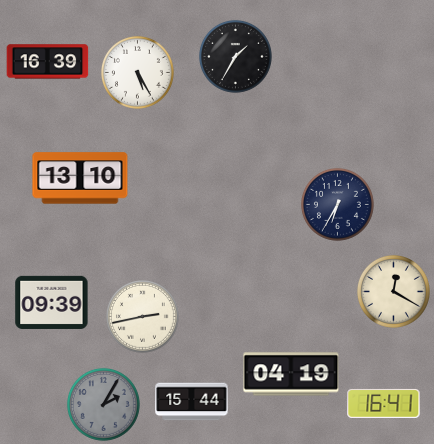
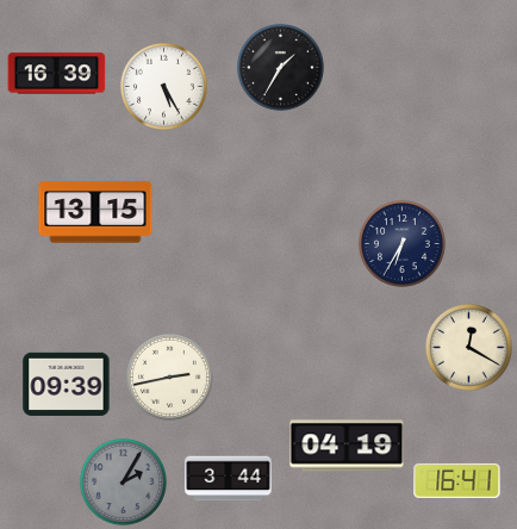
clock at (80, 178): 13:10 -> 13:15
clock at (52, 302) position: (52, 302) -> (67, 384)
clock at (192, 402): 15:44 -> 3:44
